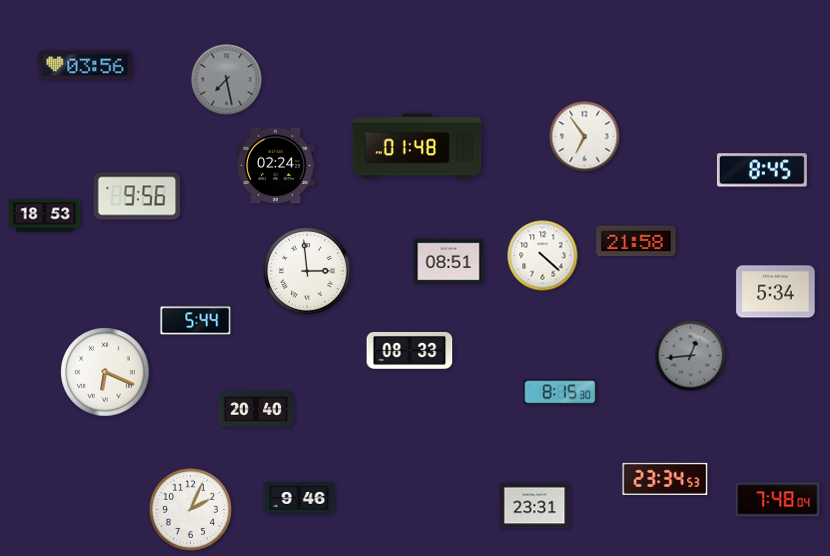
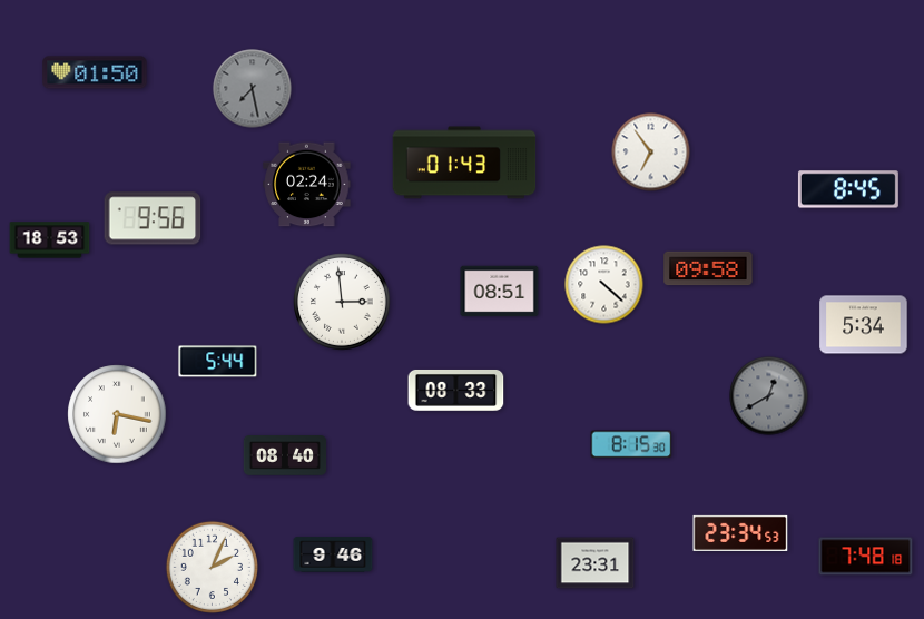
clock at (85, 65): 03:56 -> 01:50
clock at (417, 146): 01:48 -> 01:43
clock at (636, 241): 21:58 -> 09:58
clock at (196, 321) position: (196, 321) -> (218, 362)
clock at (691, 356): 12:44 -> 12:40
clock at (105, 372): 6:19 -> 6:17
clock at (560, 392) position: (560, 392) -> (631, 444)
clock at (256, 410): 20:40 -> 08:40
clock at (778, 500): 7:48:04 -> 7:48:18
